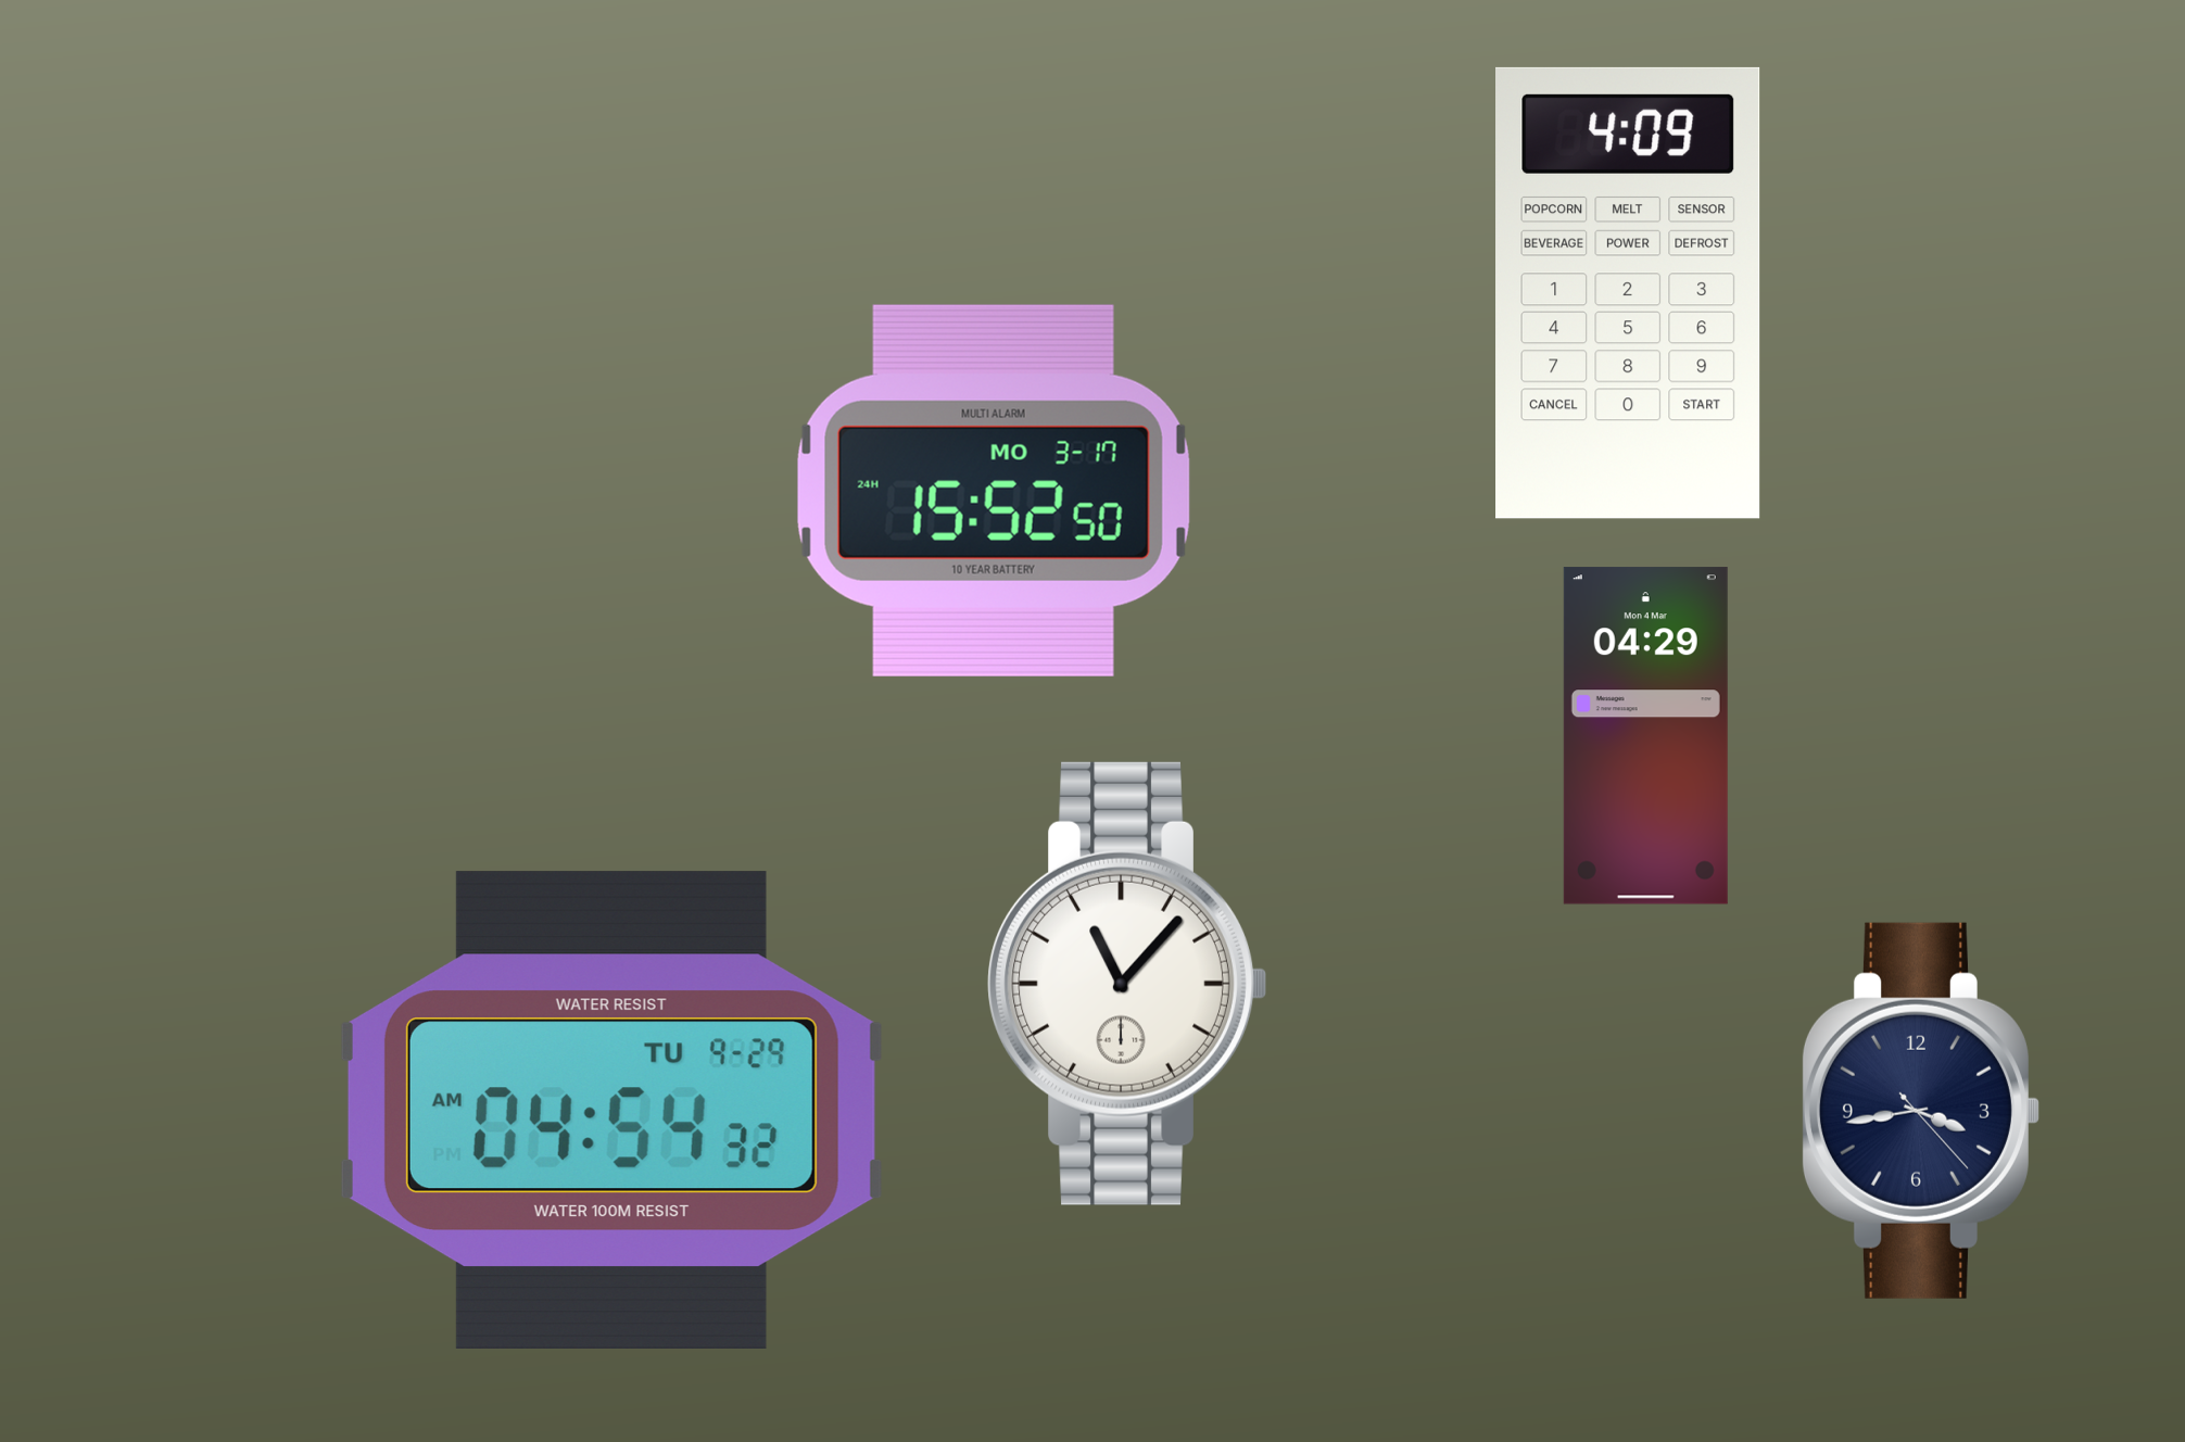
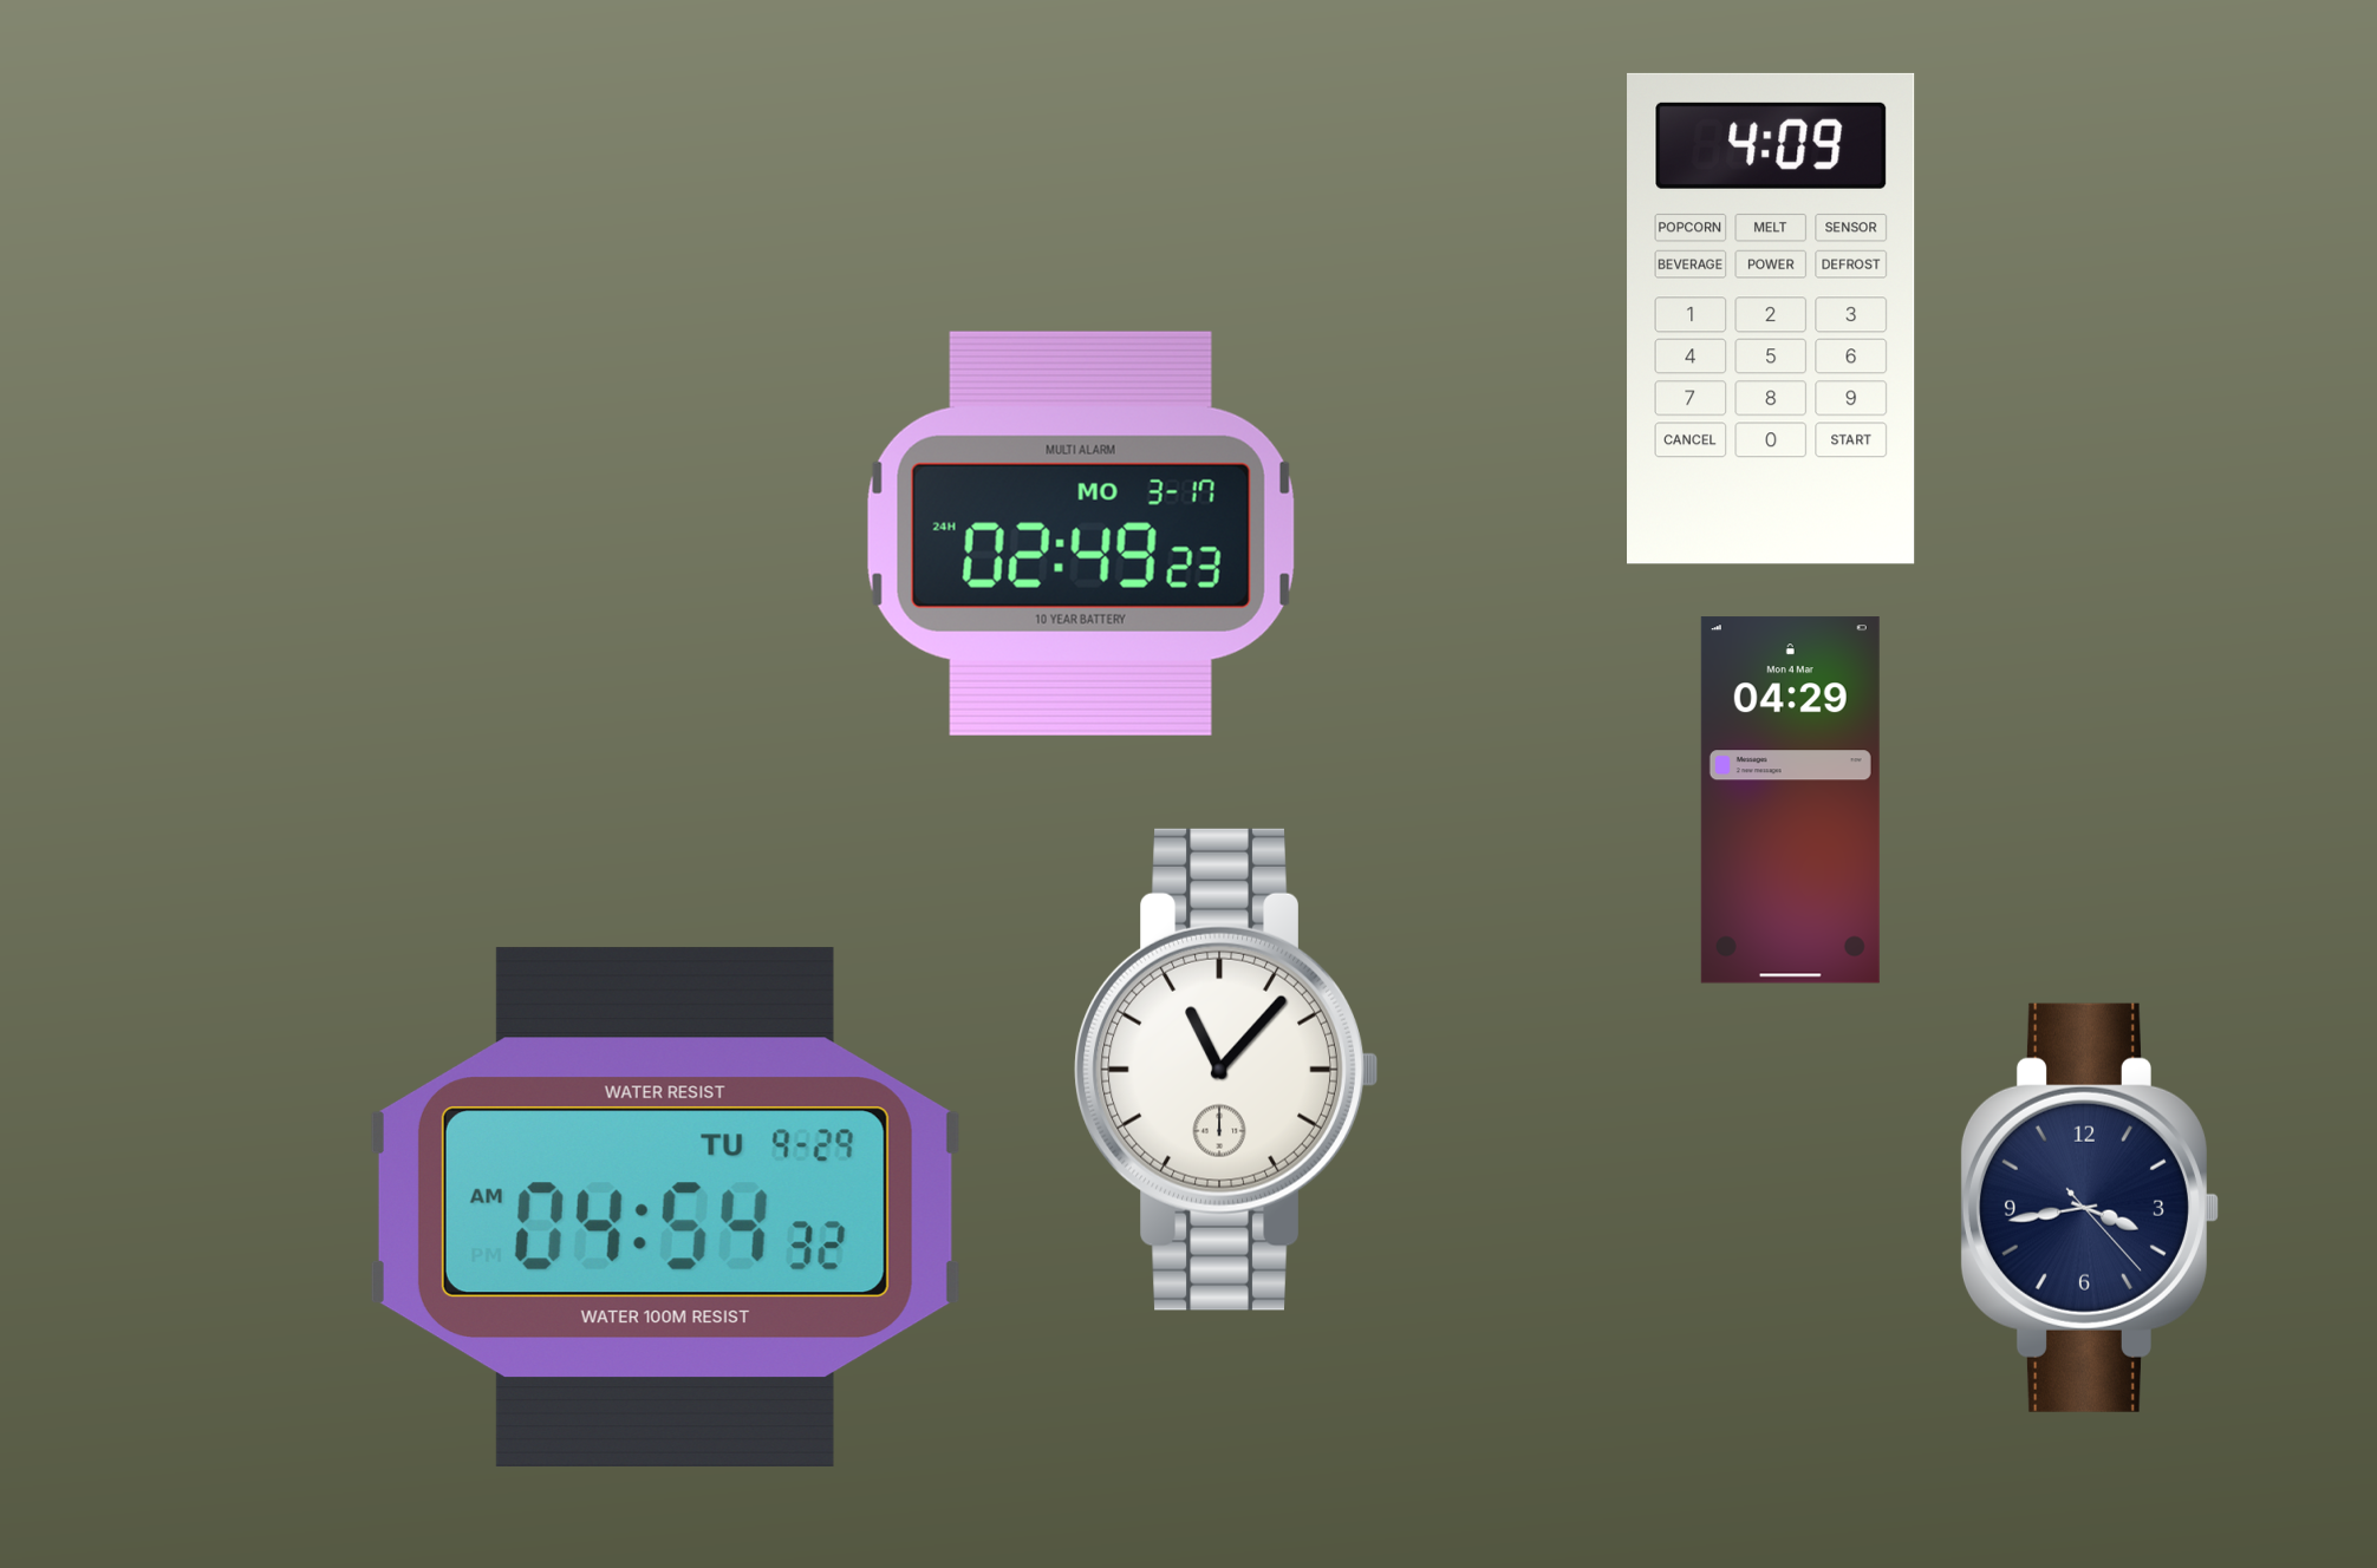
clock at (994, 491): 15:52 -> 02:49
